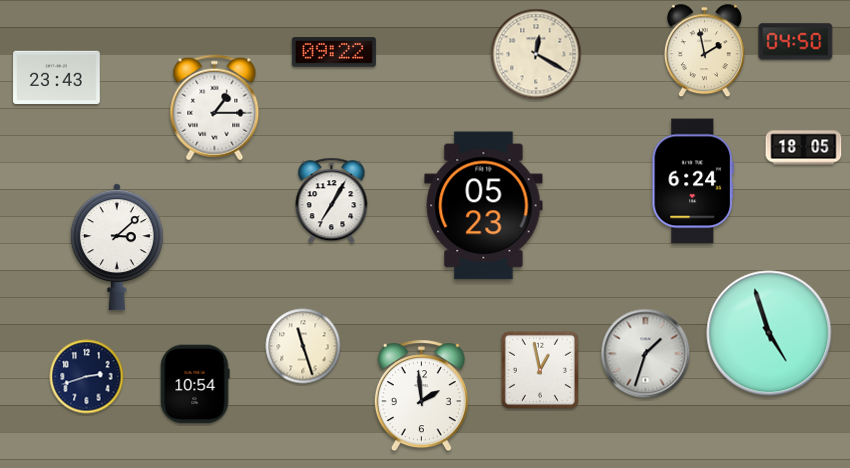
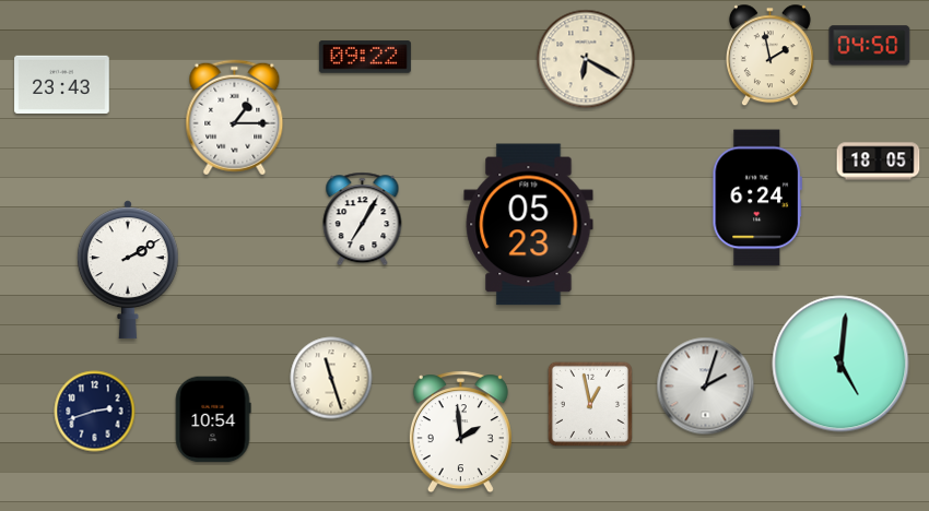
clock at (536, 54): 12:20 -> 6:20
clock at (117, 247): 3:08 -> 2:10
clock at (769, 333): 4:57 -> 5:01
clock at (646, 354): 1:33 -> 2:03
